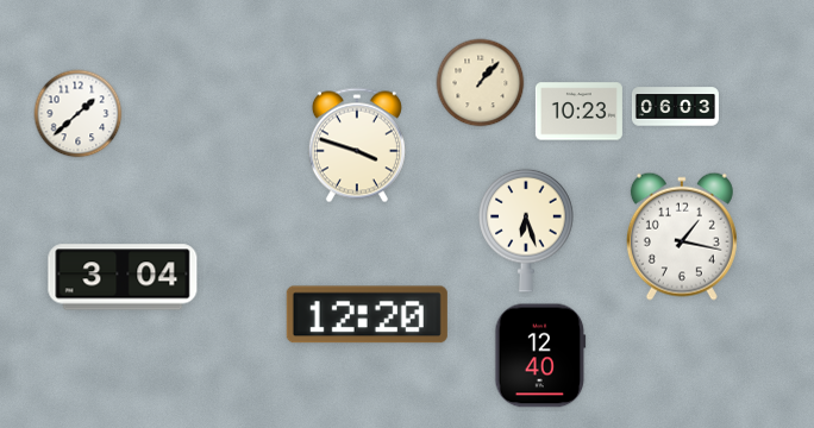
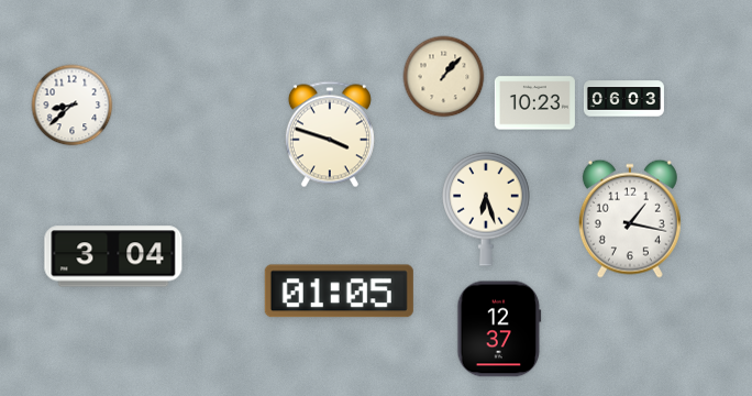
clock at (79, 114): 1:38 -> 8:38
clock at (526, 231) position: (526, 231) -> (486, 209)
clock at (367, 315): 12:20 -> 01:05
clock at (540, 355): 12:40 -> 12:37
